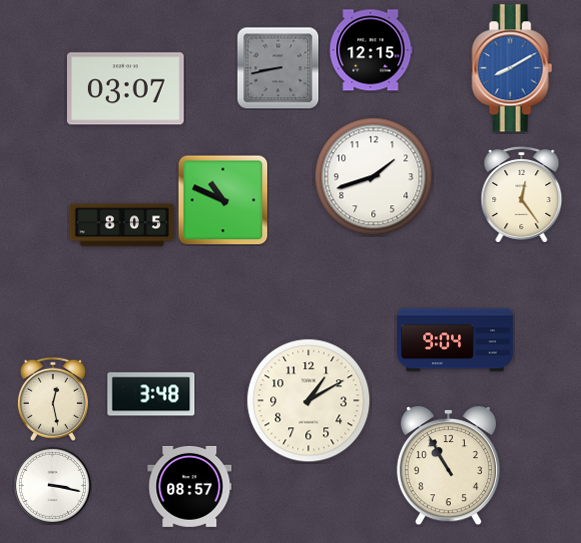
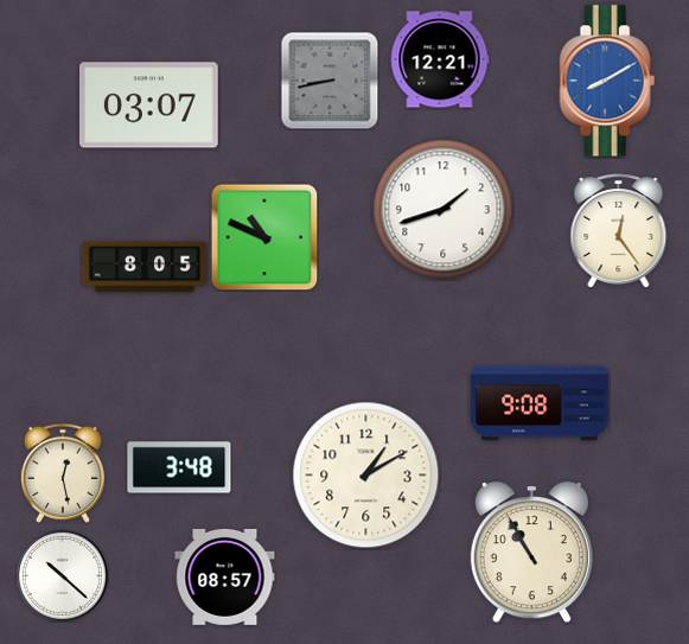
clock at (371, 50): 12:15 -> 12:21
clock at (455, 340): 9:04 -> 9:08
clock at (52, 485): 3:17 -> 10:22
